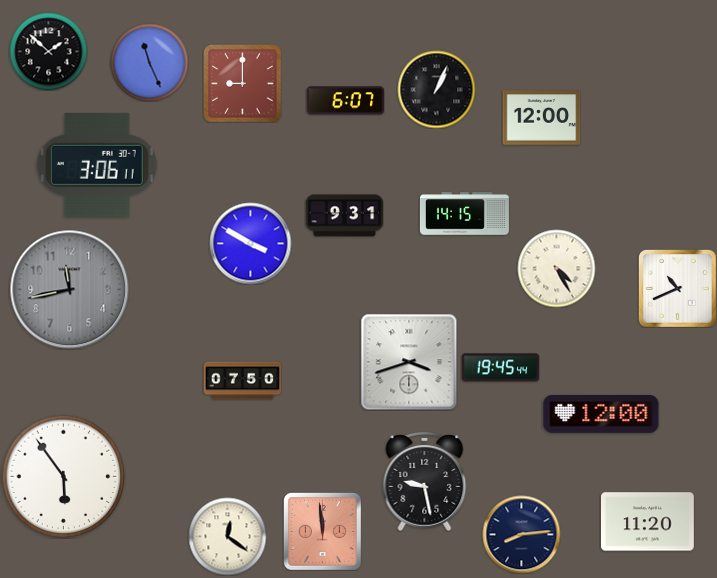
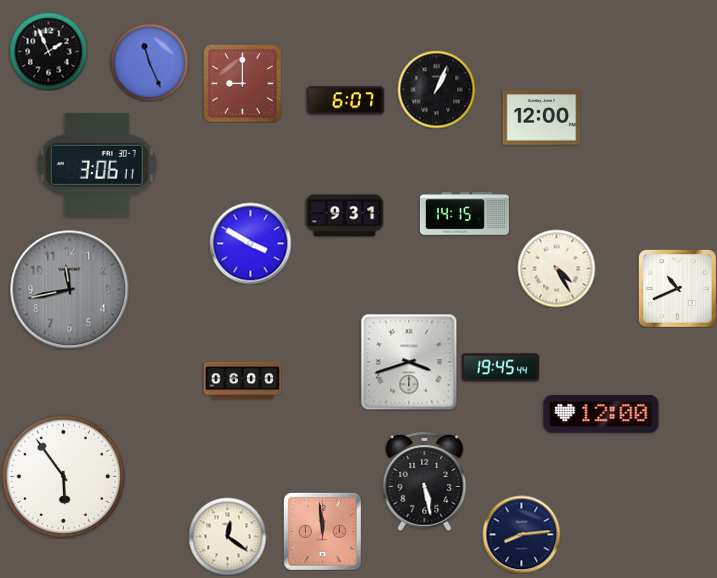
clock at (48, 51): 1:52 -> 1:56
clock at (242, 381): 07:50 -> 06:00
clock at (425, 481): 9:28 -> 5:28
clock at (647, 522): 11:20 -> none
